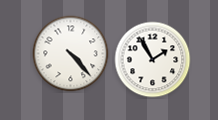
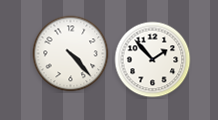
clock at (153, 60): 1:55 -> 1:53
